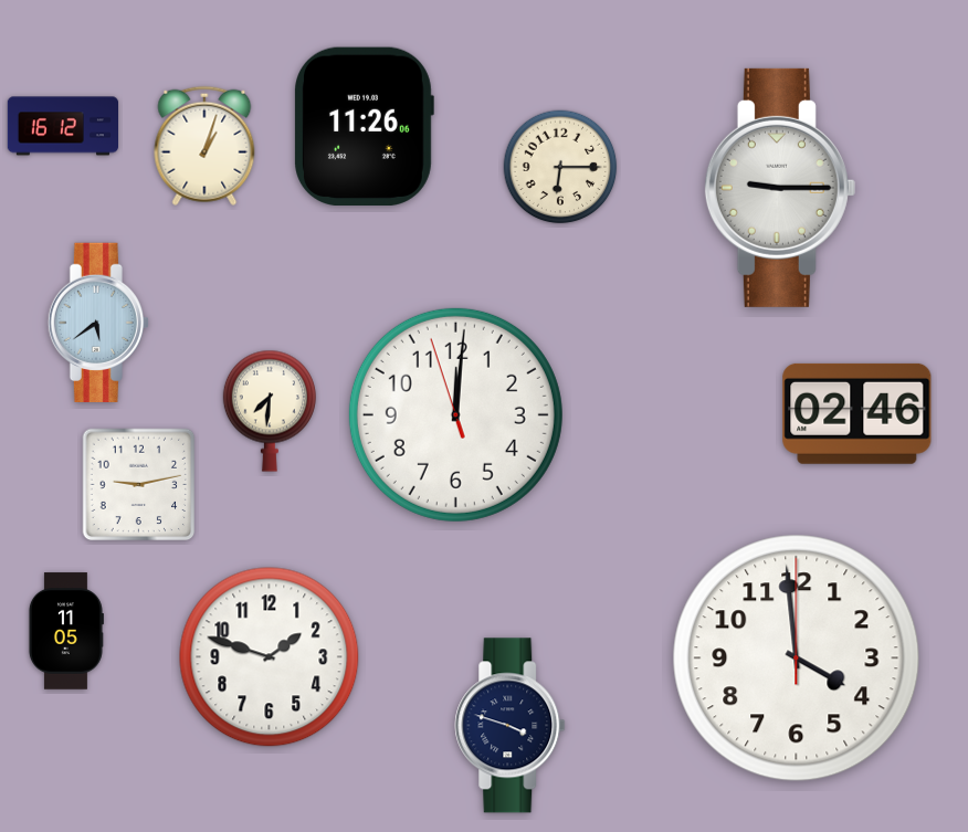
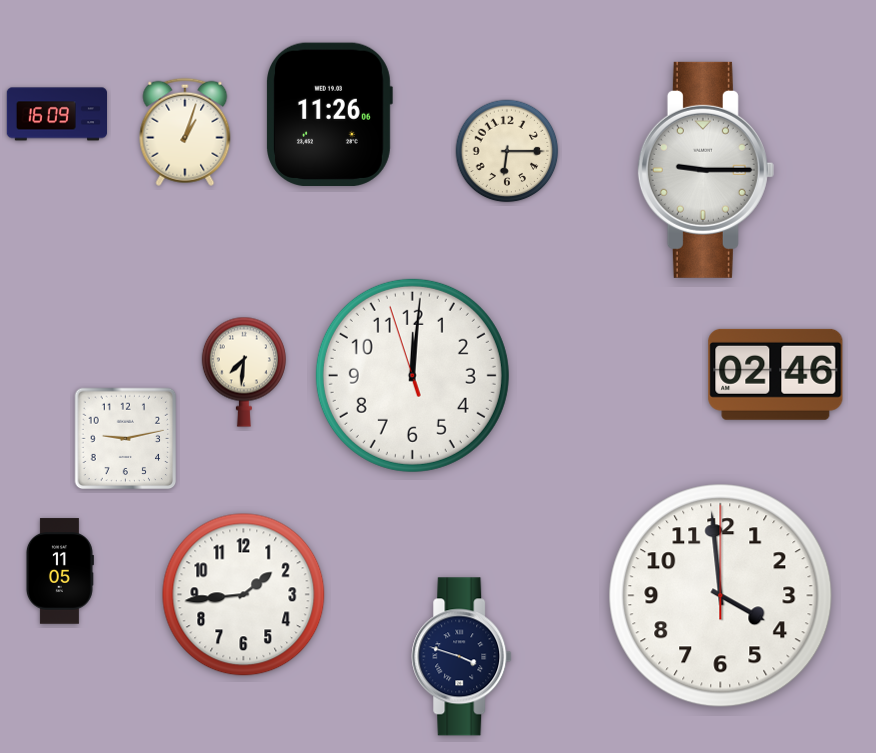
clock at (62, 126): 16:12 -> 16:09
clock at (98, 322): 5:39 -> none
clock at (270, 657): 1:48 -> 1:44
